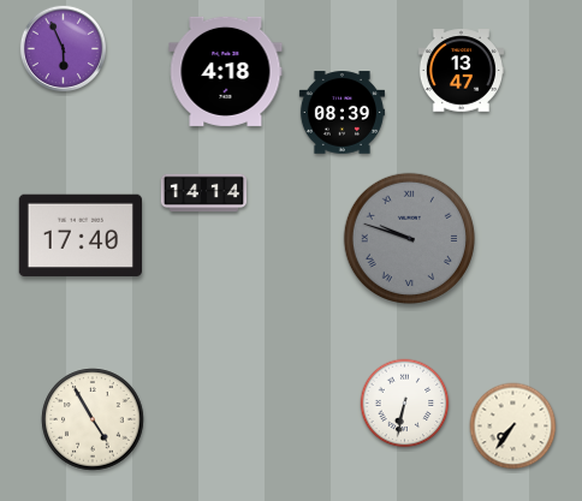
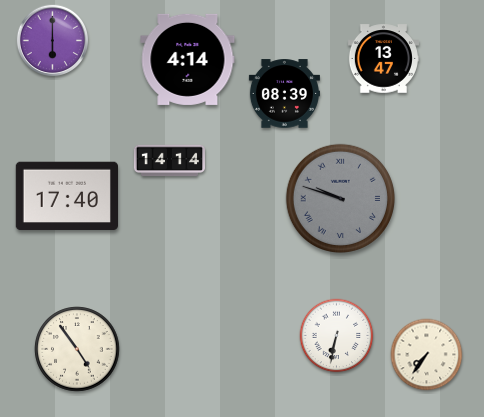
clock at (63, 48): 5:56 -> 6:00
clock at (226, 71): 4:18 -> 4:14
clock at (93, 419): 4:55 -> 4:54
